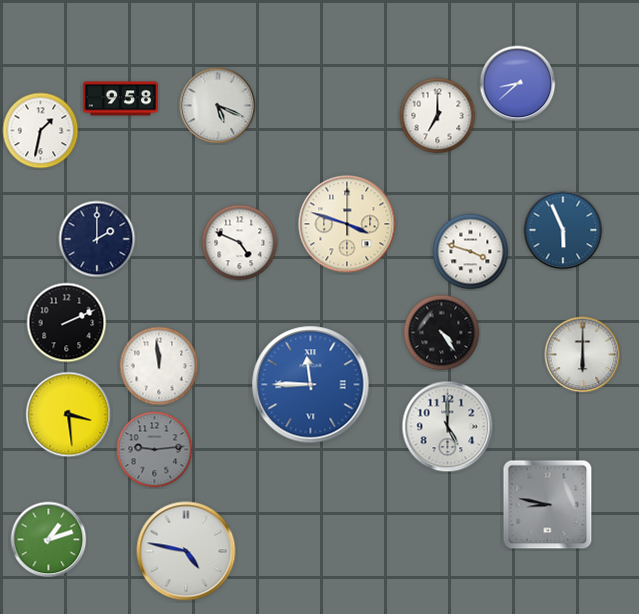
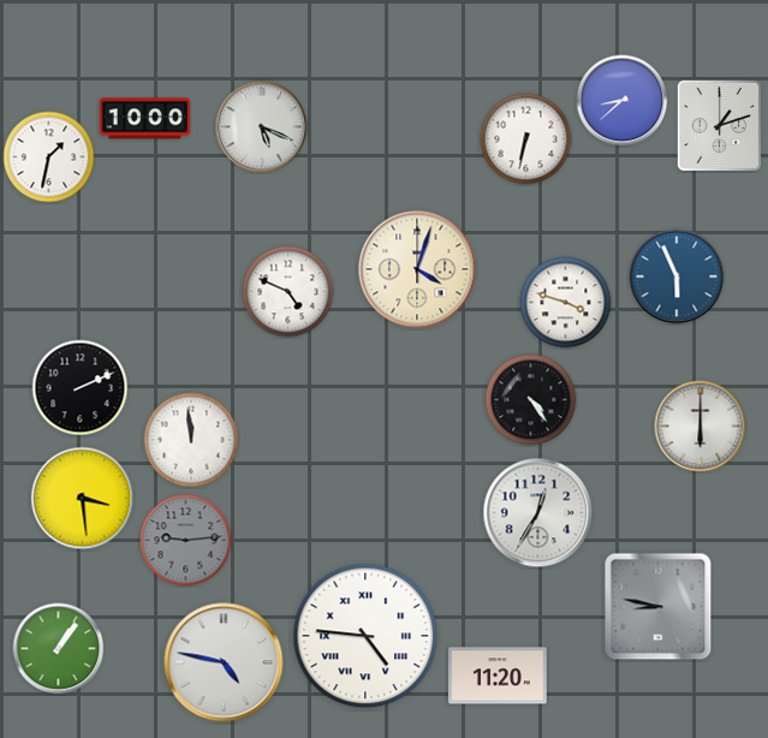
clock at (120, 99): 9:58 -> 10:00
clock at (719, 125): none -> 1:12
clock at (438, 116): 7:00 -> 6:32
clock at (347, 224): 3:48 -> 4:03
clock at (97, 239): 2:00 -> none
clock at (311, 385): 11:45 -> none
clock at (448, 427): 5:00 -> 12:35
clock at (365, 636): none -> 4:46
clock at (49, 540): 1:12 -> 1:06
clock at (498, 675): none -> 11:20
